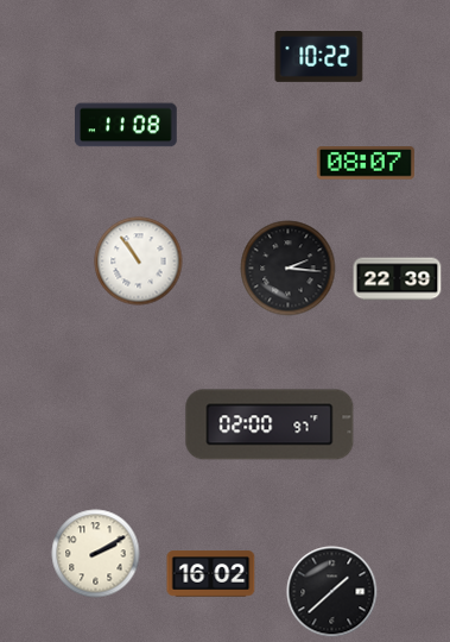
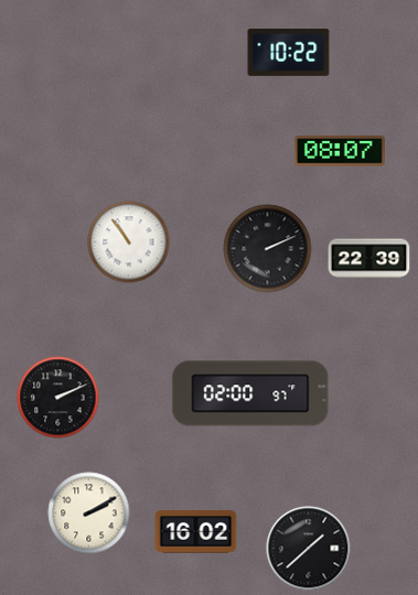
clock at (319, 57) position: (319, 57) -> (289, 53)
clock at (126, 125): 11:08 -> none
clock at (289, 269): 2:16 -> 2:11
clock at (58, 398): none -> 2:11
